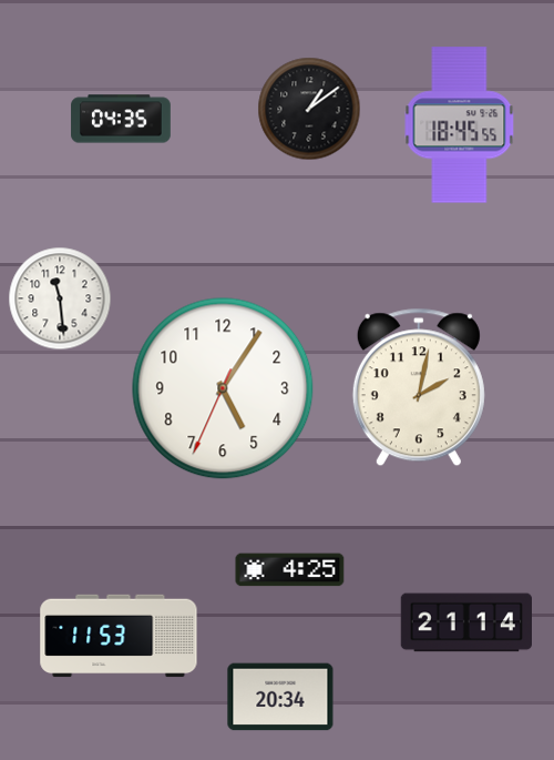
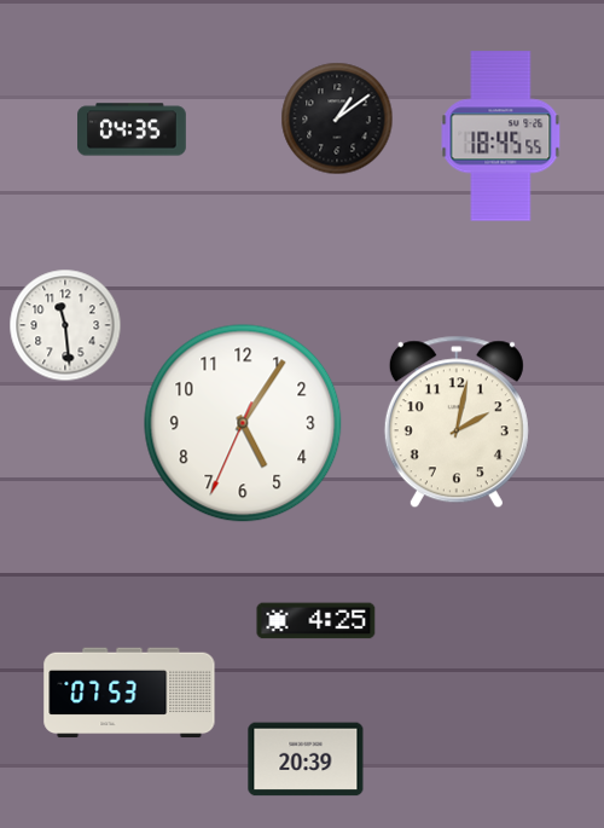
clock at (465, 622): 21:14 -> none
clock at (119, 636): 11:53 -> 07:53
clock at (280, 697): 20:34 -> 20:39
